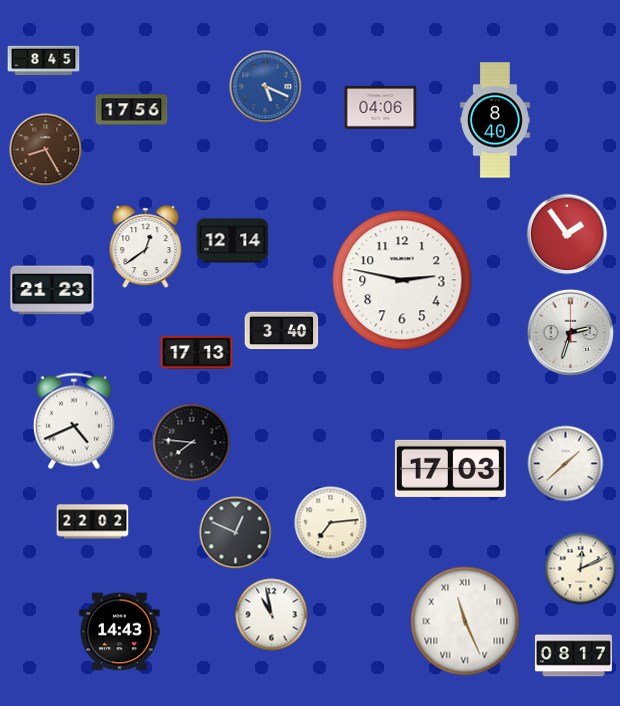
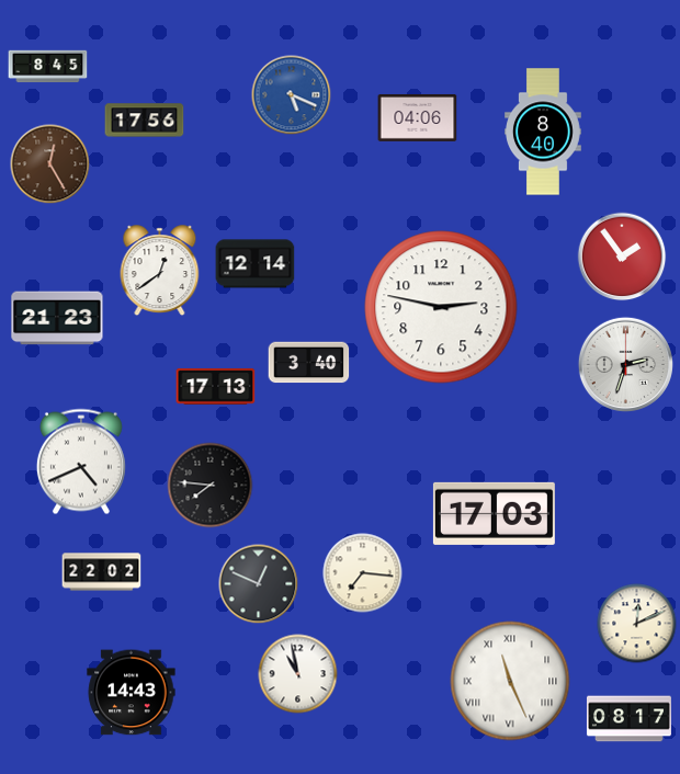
clock at (46, 150): 8:25 -> 12:25
clock at (566, 464): 1:38 -> none
clock at (331, 523): 7:14 -> 7:16
